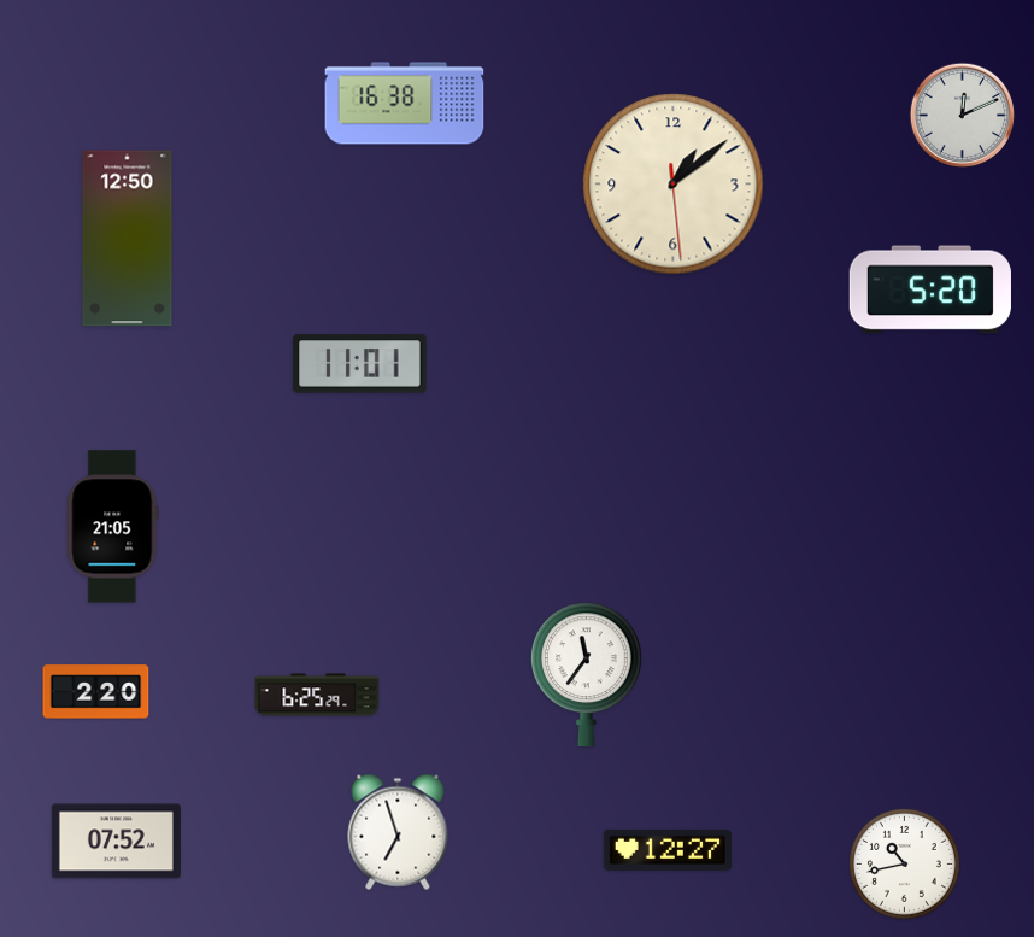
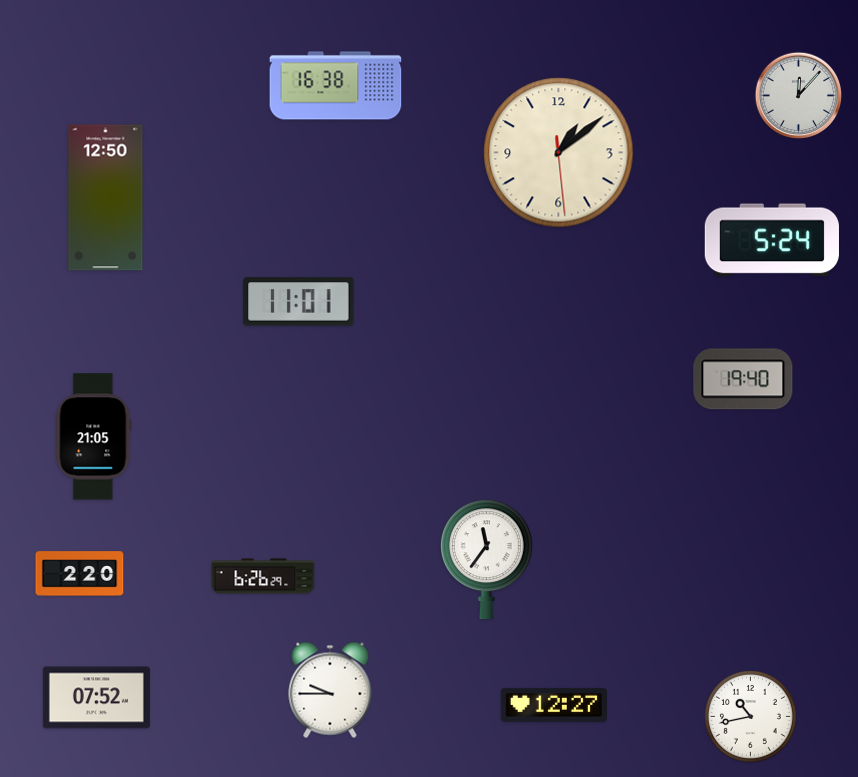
clock at (963, 116): 12:11 -> 12:07
clock at (930, 289): 5:20 -> 5:24
clock at (743, 379): none -> 19:40
clock at (317, 695): 6:25 -> 6:26
clock at (398, 832): 6:57 -> 9:45
